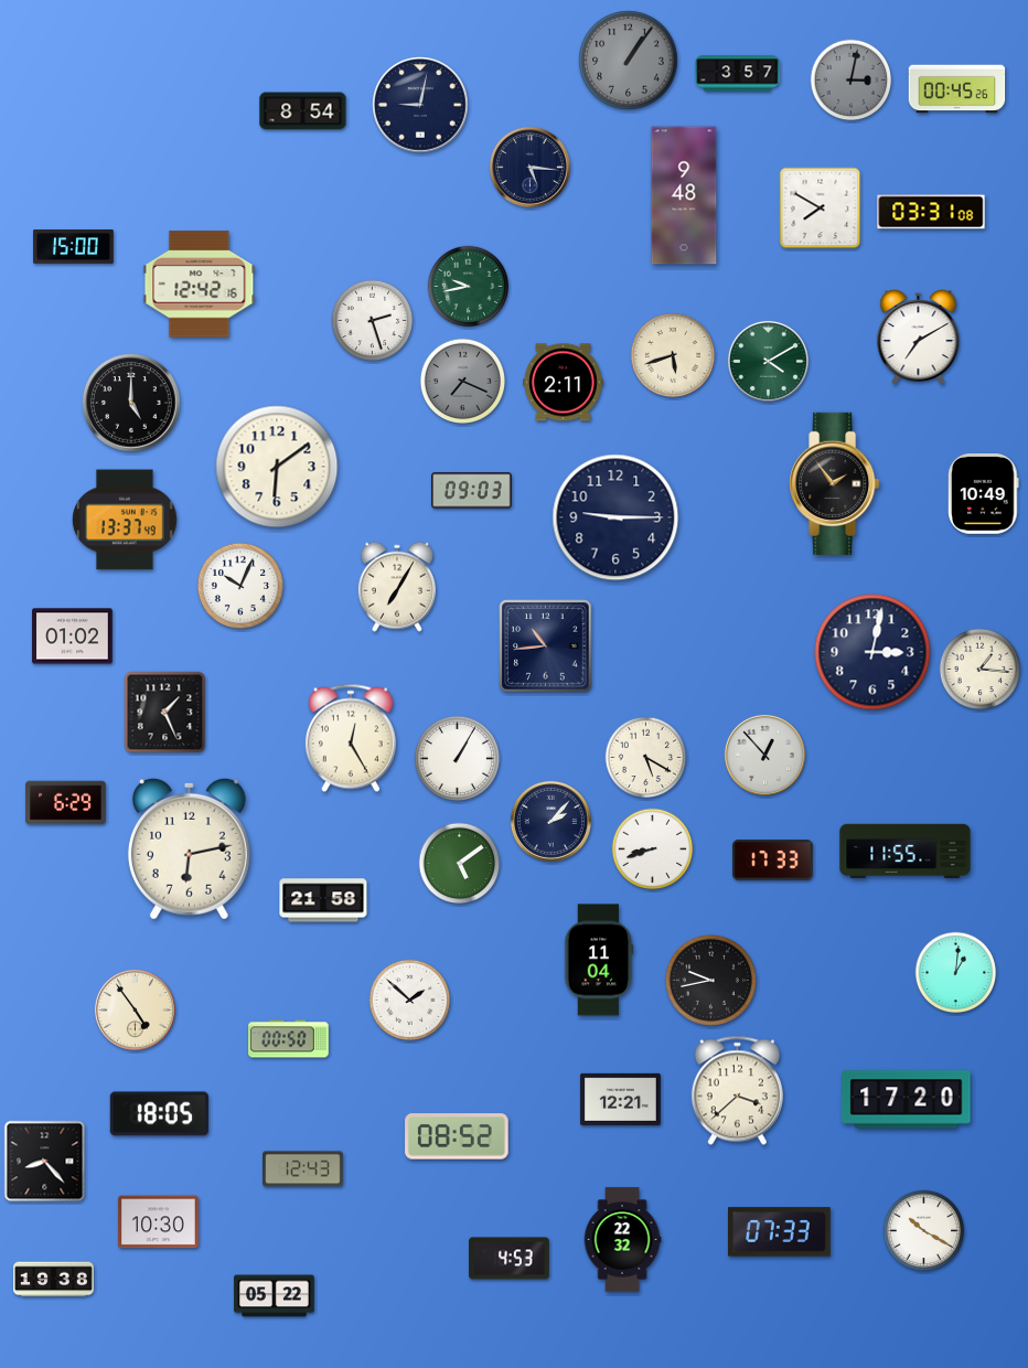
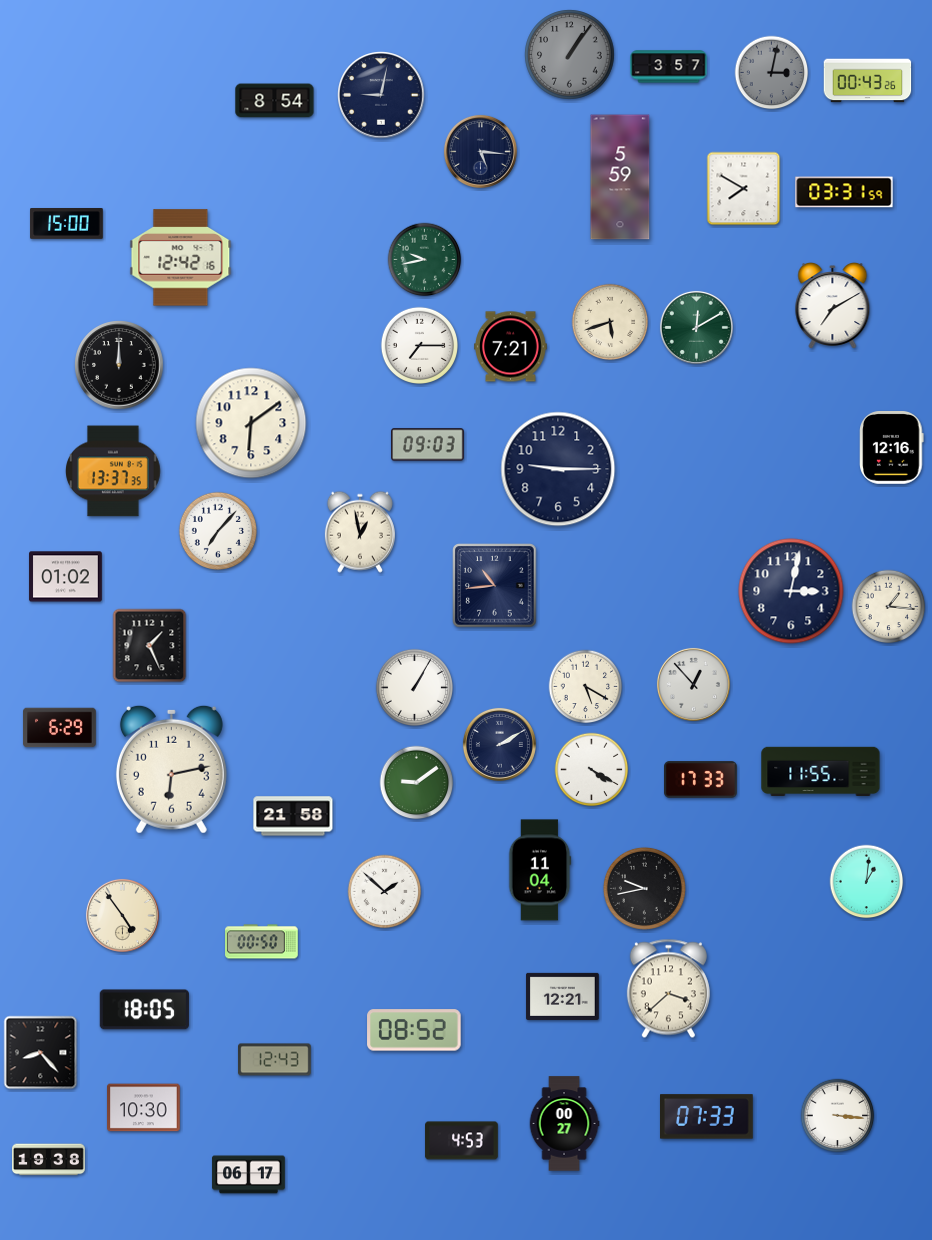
clock at (957, 89): 00:45 -> 00:43
clock at (684, 195): 9:48 -> 5:59
clock at (931, 212): 03:31:08 -> 03:31:59
clock at (373, 321): 2:27 -> none
clock at (768, 361): 4:10 -> 12:10
clock at (462, 381): 7:19 -> 7:15
clock at (462, 381) dial: grey -> white
clock at (564, 383): 2:11 -> 7:21
clock at (131, 403): 5:00 -> 12:00
clock at (835, 483): 1:54 -> none
clock at (984, 494): 10:49 -> 12:16
clock at (126, 520): 13:37:49 -> 13:37:35
clock at (239, 585): 10:04 -> 7:07
clock at (397, 587): 7:05 -> 12:58
clock at (351, 738): 12:25 -> none
clock at (550, 821): 2:07 -> 2:10
clock at (653, 849): 8:42 -> 4:20
clock at (460, 864): 5:09 -> 9:09
clock at (599, 960) position: (599, 960) -> (540, 870)
clock at (410, 1001) position: (410, 1001) -> (385, 892)
clock at (907, 1100): 17:20 -> none
clock at (924, 1231): 10:20 -> 3:16
clock at (622, 1240): 22:32 -> 00:27
clock at (275, 1296): 05:22 -> 06:17
